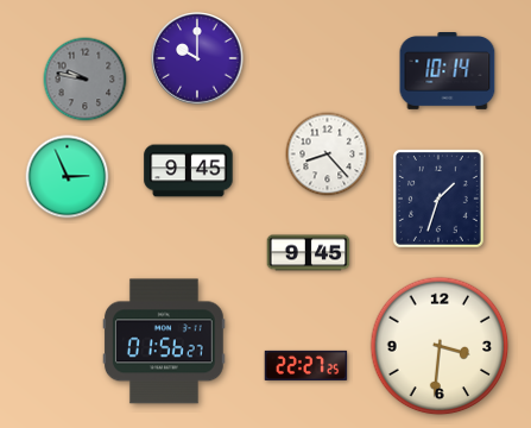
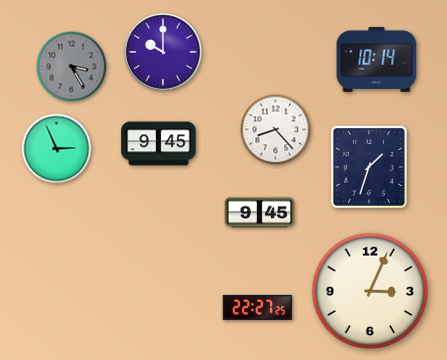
clock at (197, 58) position: (197, 58) -> (163, 52)
clock at (86, 80): 9:47 -> 3:25
clock at (164, 341): 01:56 -> none
clock at (440, 346): 3:31 -> 3:04
